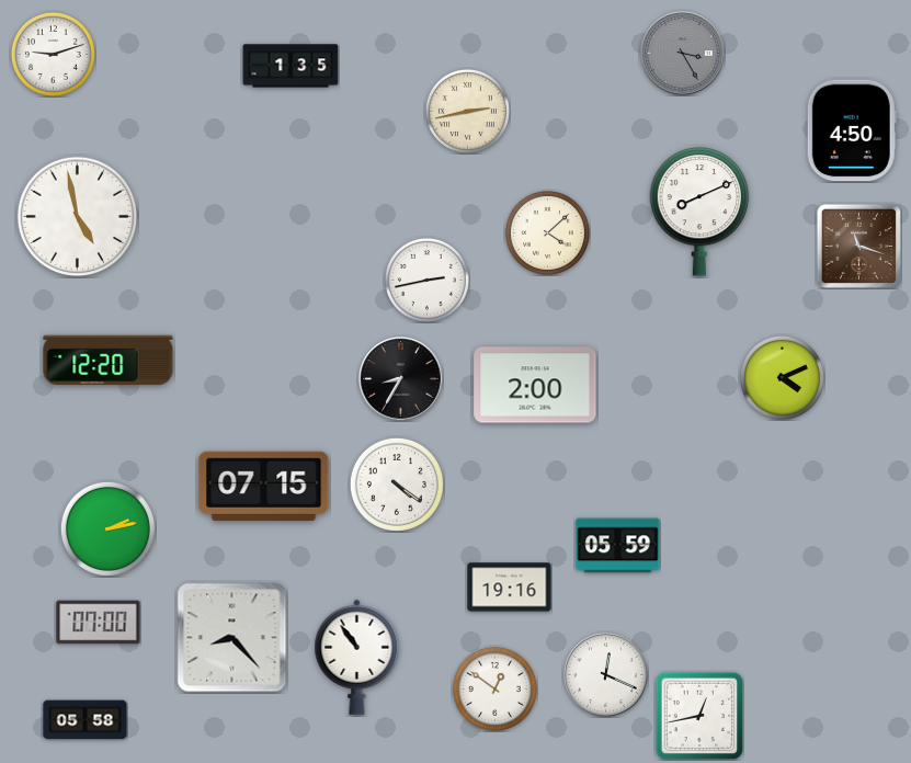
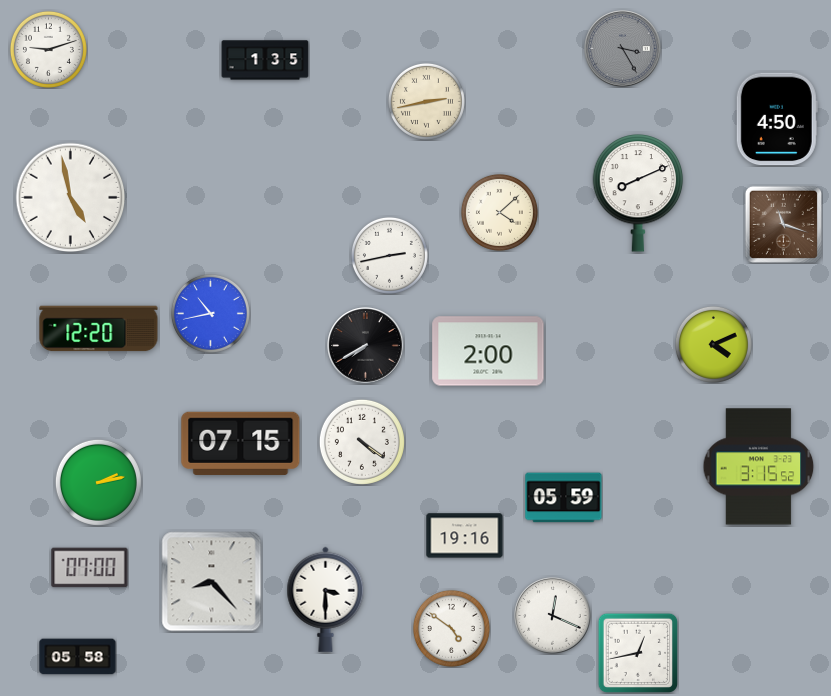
clock at (210, 313): none -> 10:43
clock at (401, 379): 8:35 -> 7:40
clock at (759, 467): none -> 3:15
clock at (357, 657): 10:54 -> 3:30
clock at (494, 688): 12:51 -> 4:51
